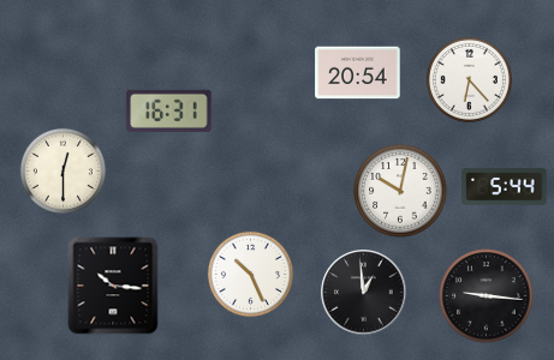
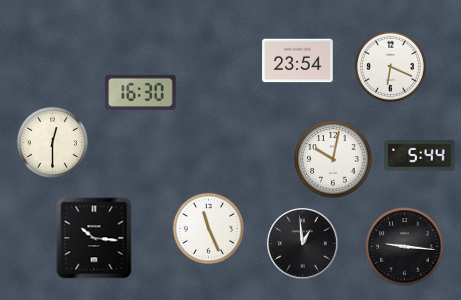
clock at (358, 73): 20:54 -> 23:54
clock at (469, 79): 6:23 -> 6:19
clock at (169, 110): 16:31 -> 16:30
clock at (250, 274): 10:26 -> 11:26
